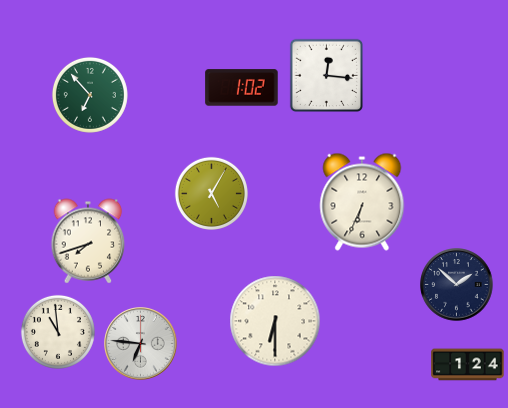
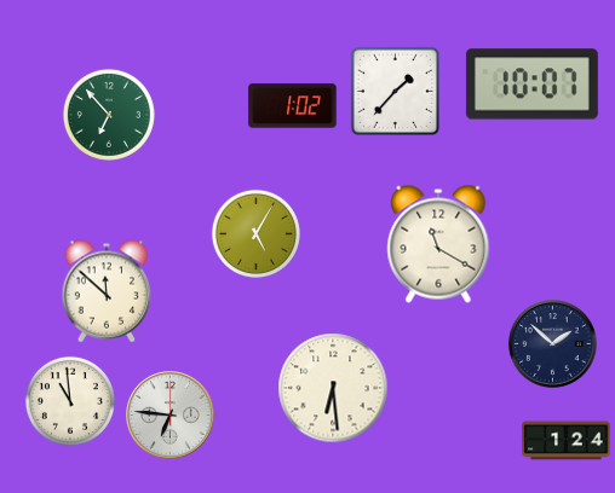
clock at (531, 85): none -> 10:07
clock at (326, 75): 12:16 -> 1:37
clock at (362, 202): 6:34 -> 11:20
clock at (88, 241): 7:42 -> 11:52
clock at (275, 321): 6:30 -> 6:29
